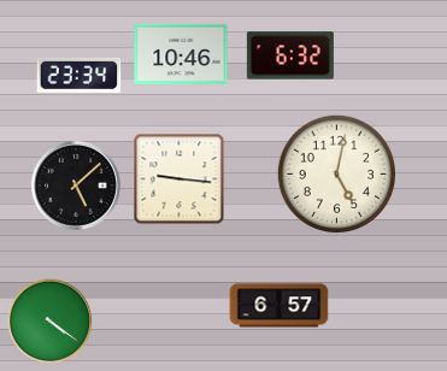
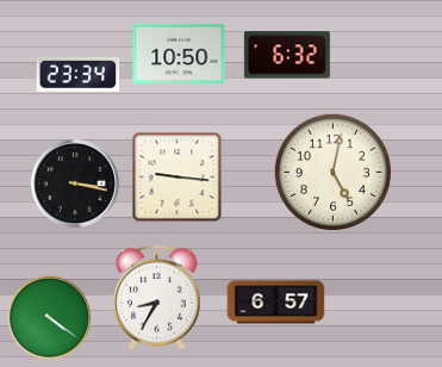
clock at (181, 54): 10:46 -> 10:50
clock at (76, 185): 5:08 -> 3:17
clock at (157, 298): none -> 8:35
